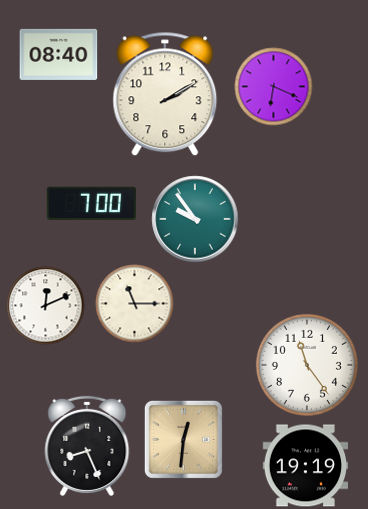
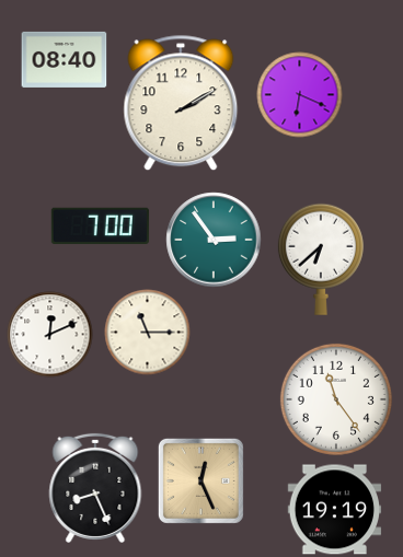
clock at (91, 203) position: (91, 203) -> (100, 225)
clock at (195, 219): 9:54 -> 2:54
clock at (321, 259): none -> 6:38
clock at (183, 439): 12:31 -> 12:26
